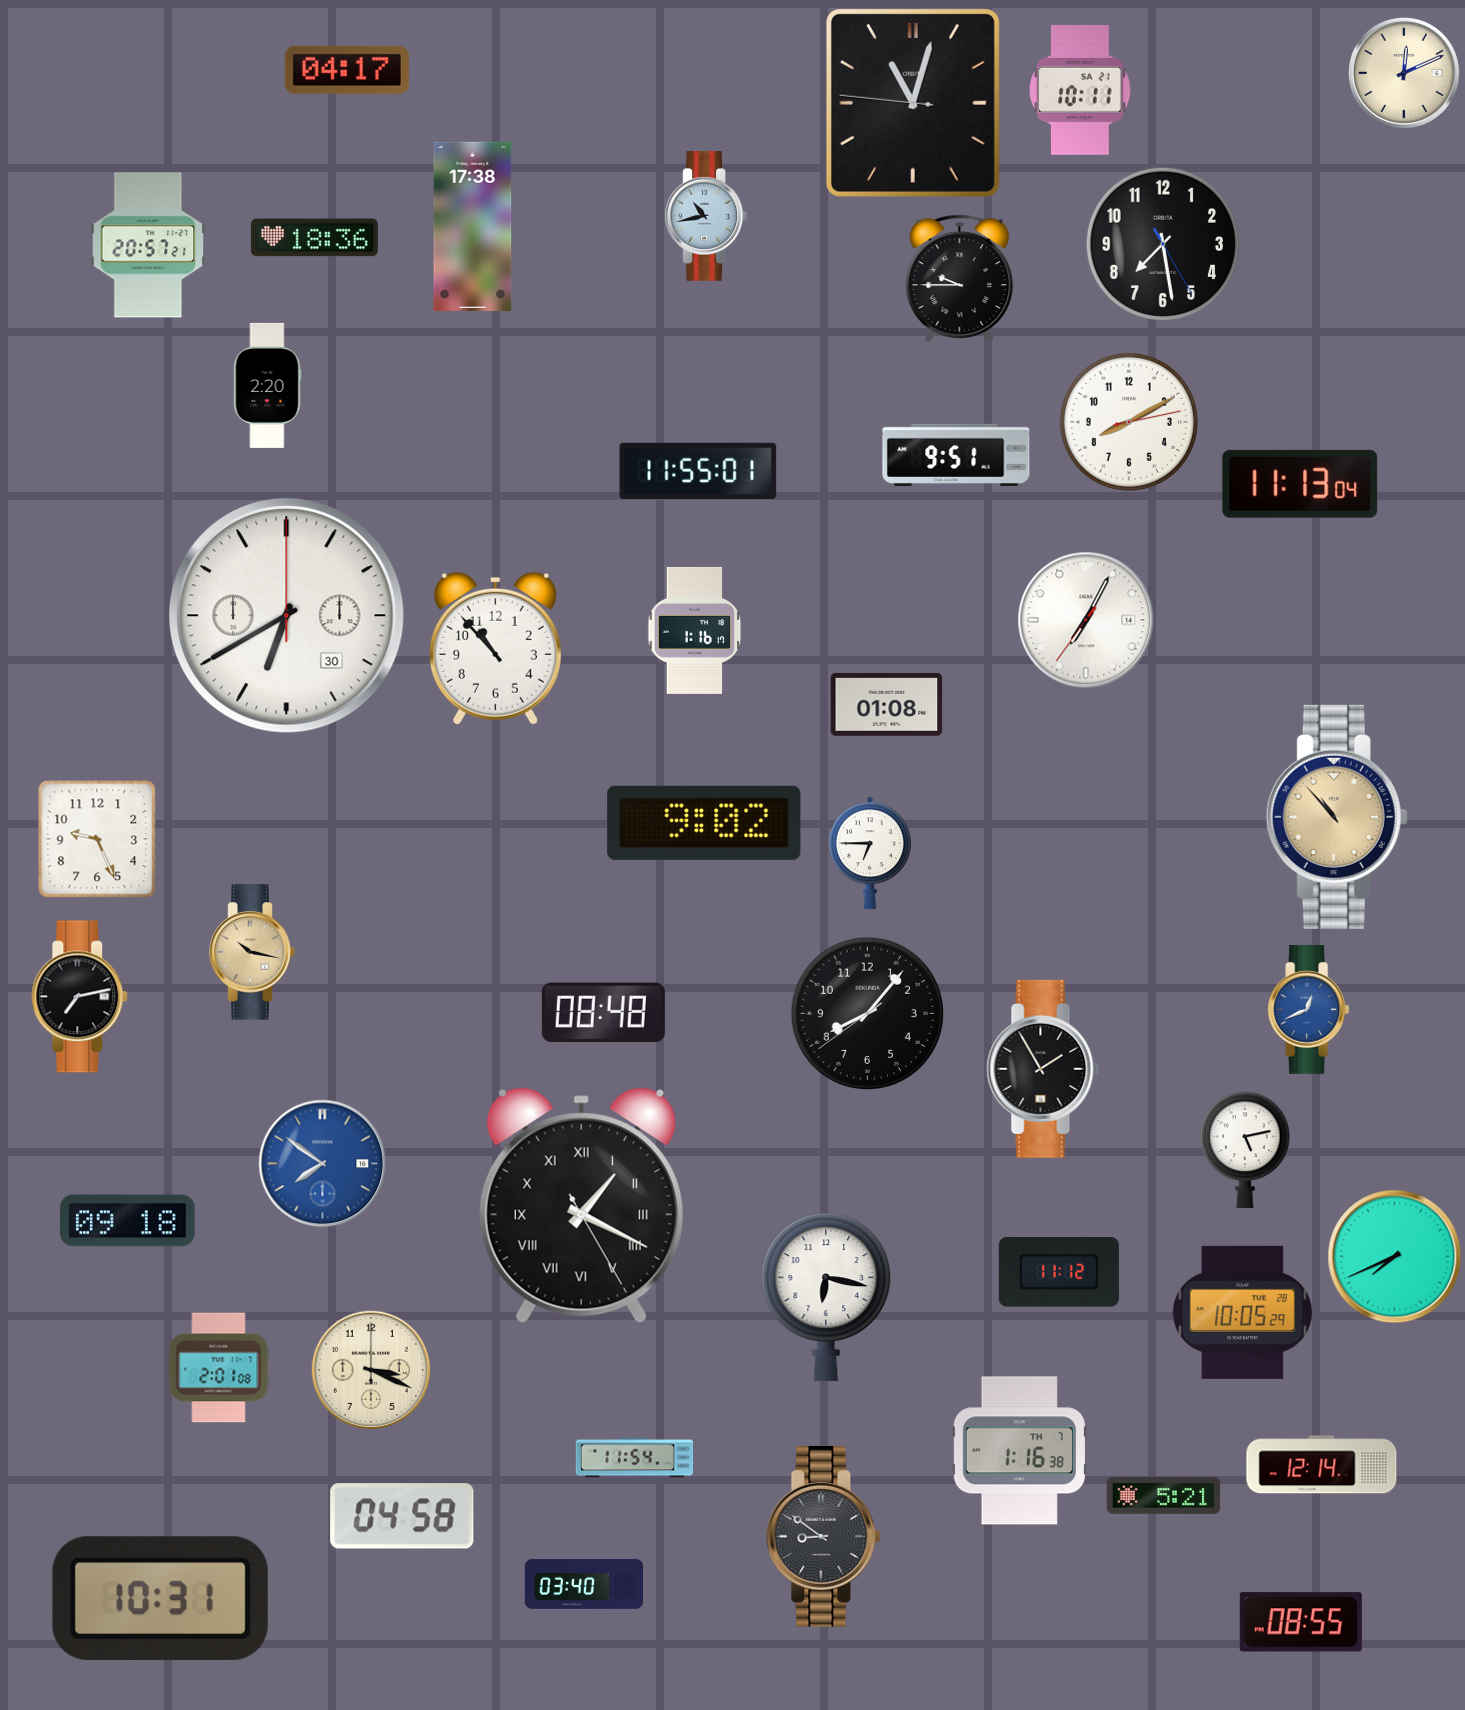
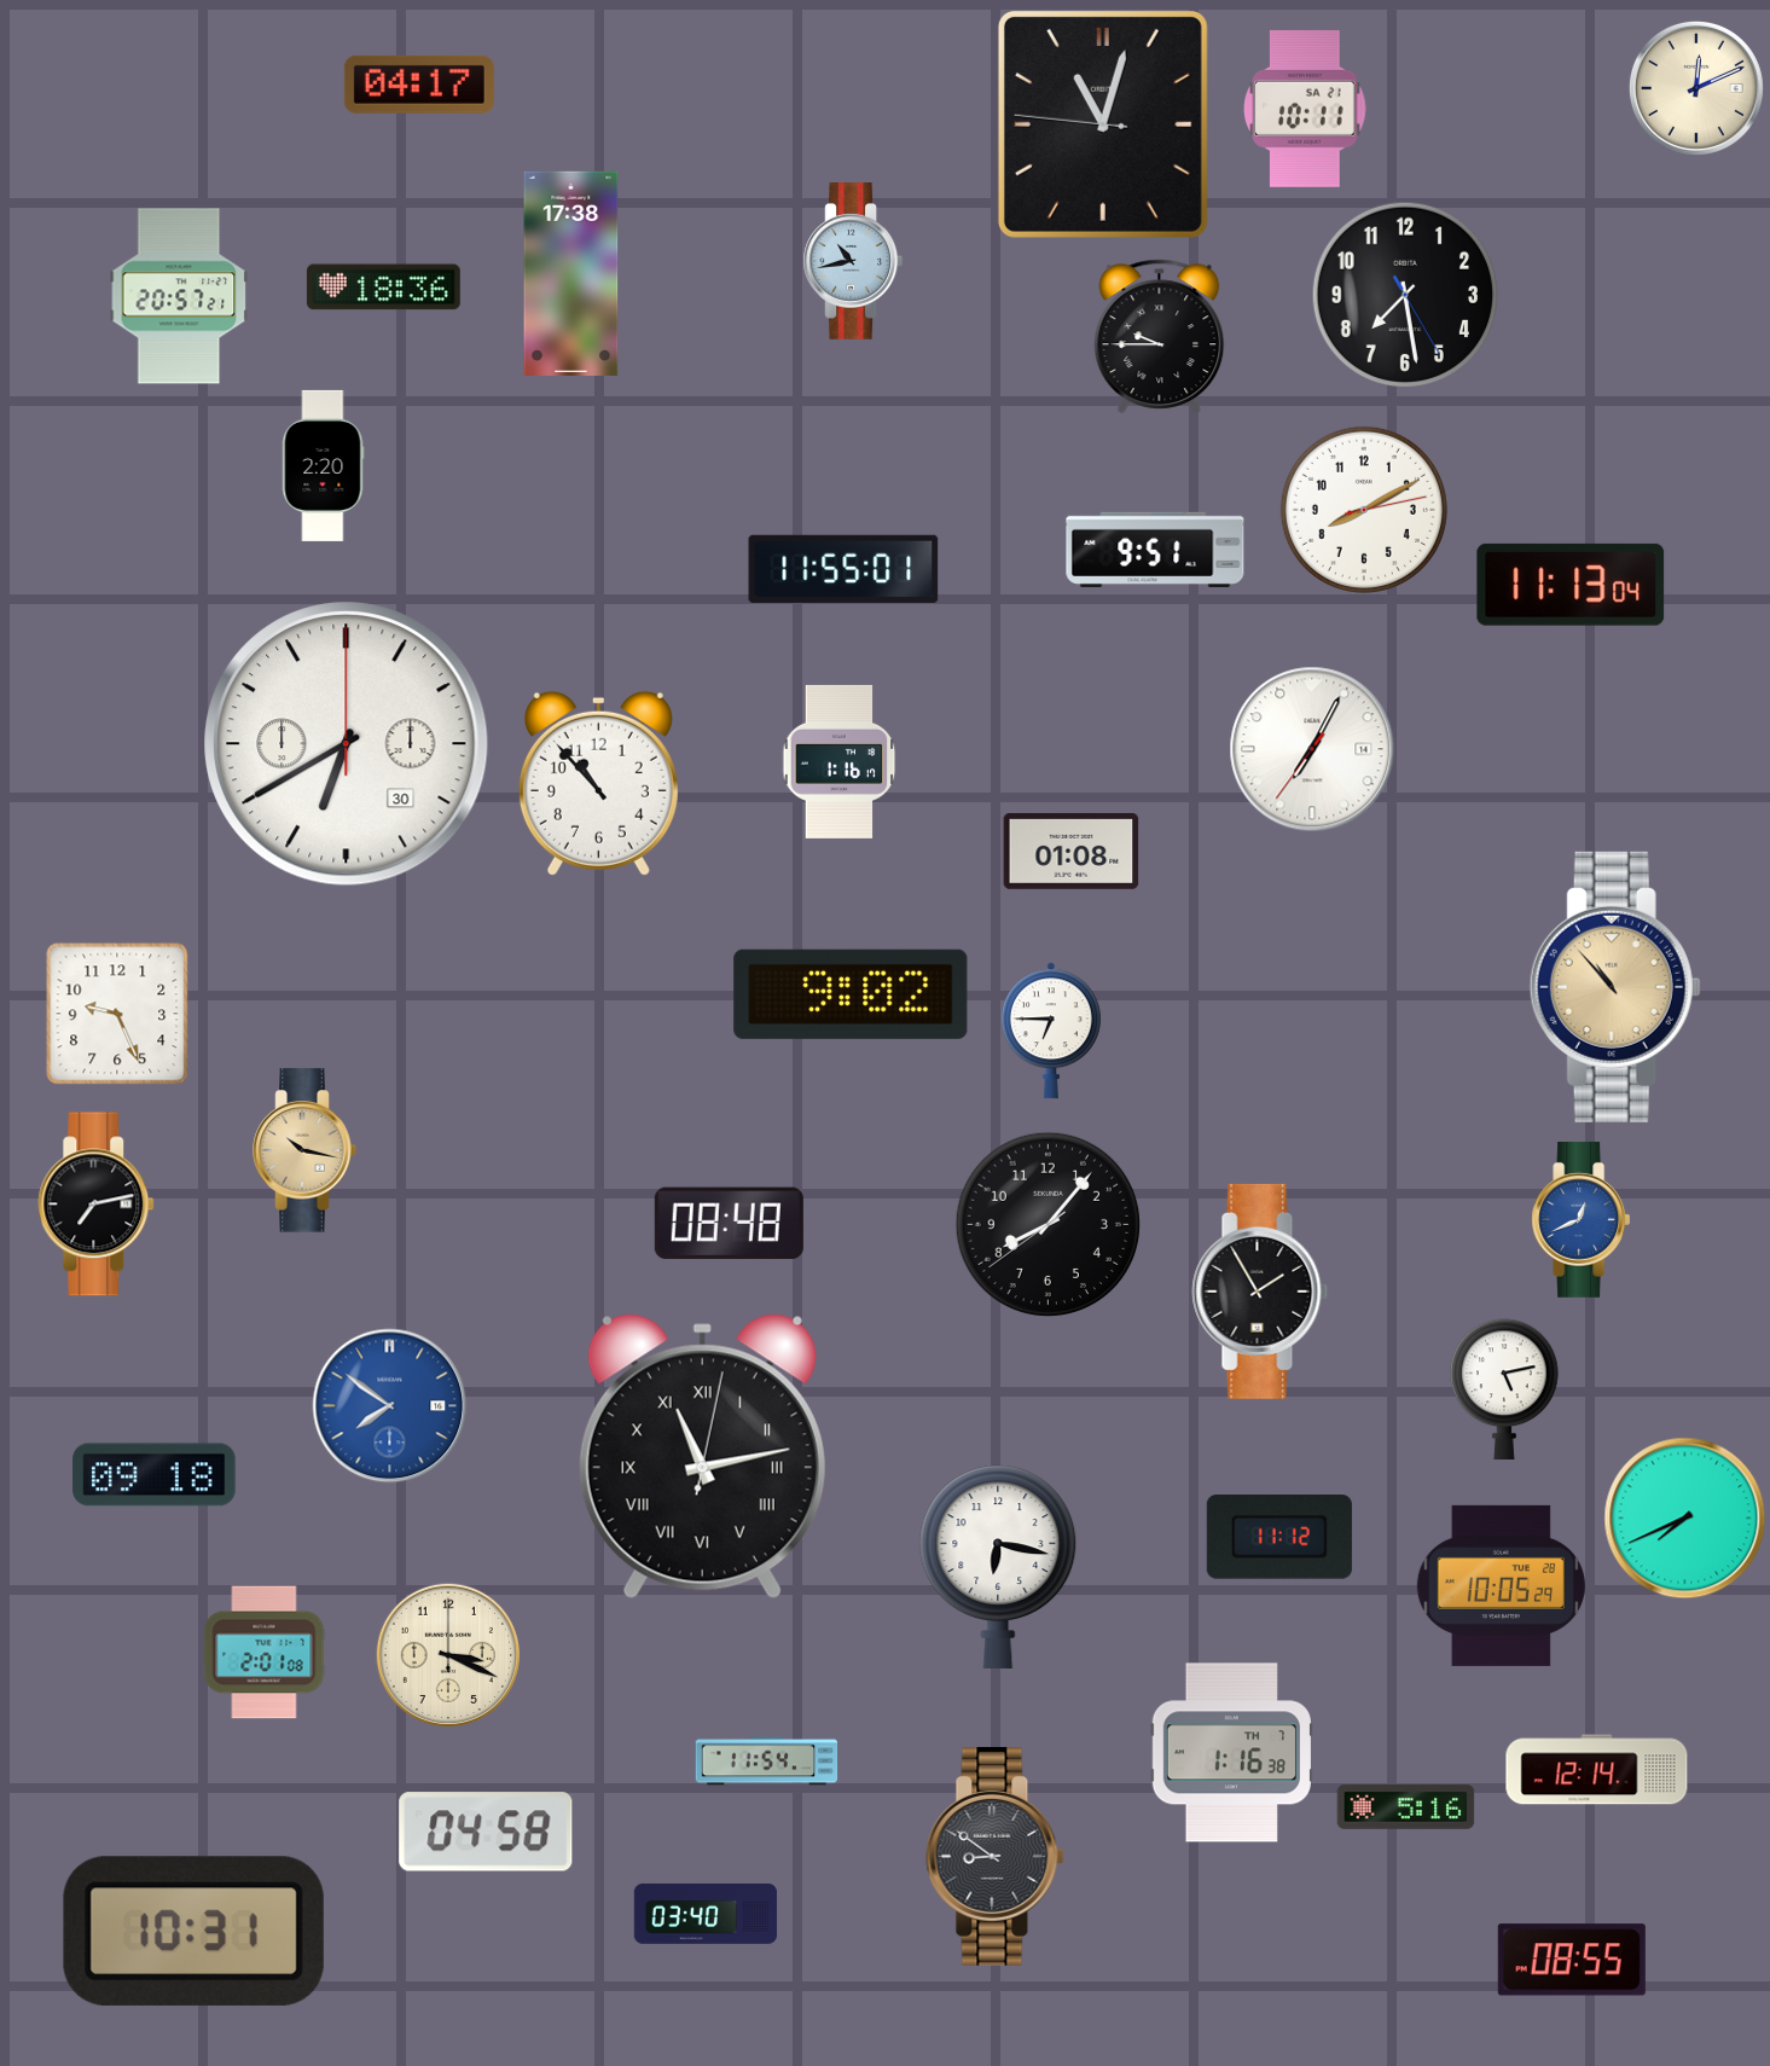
clock at (314, 238) position: (314, 238) -> (383, 288)
clock at (581, 1206): 1:19 -> 11:13
clock at (1164, 1496): 5:21 -> 5:16
